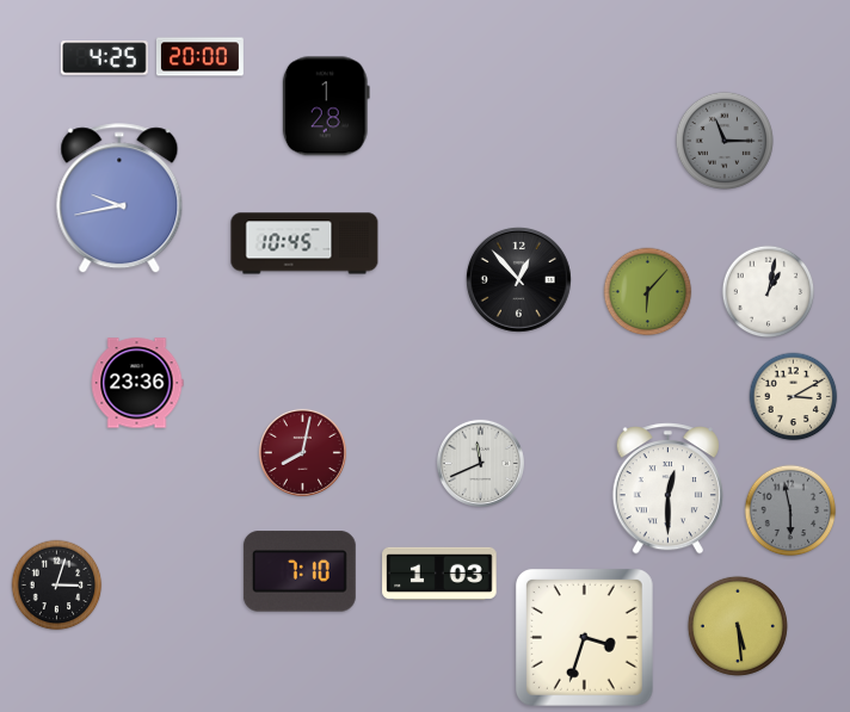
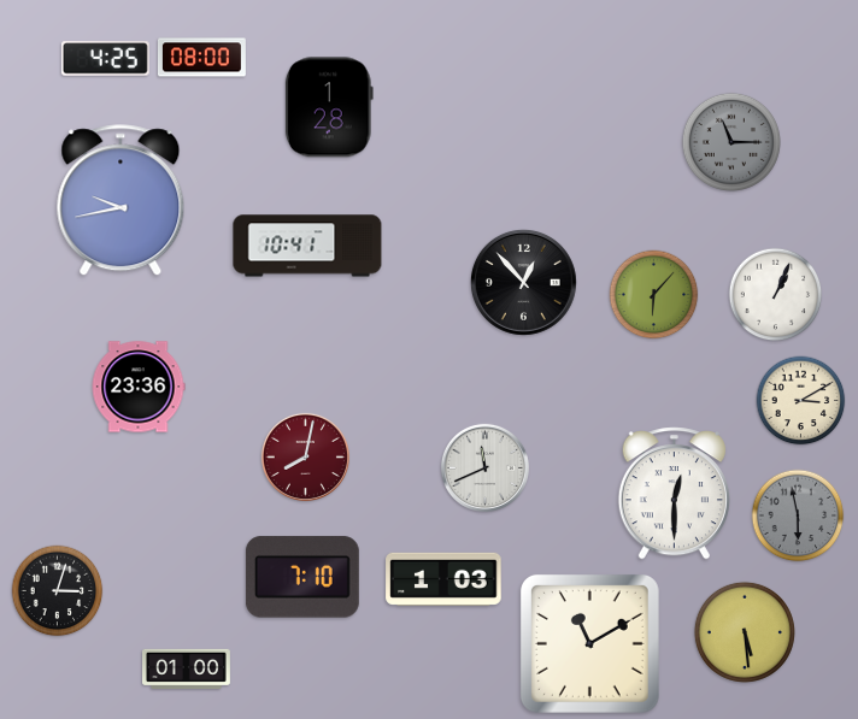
clock at (199, 57): 20:00 -> 08:00
clock at (304, 243): 10:45 -> 10:41
clock at (769, 292): 1:02 -> 1:04
clock at (584, 637): 3:33 -> 11:10
clock at (187, 668): none -> 01:00
